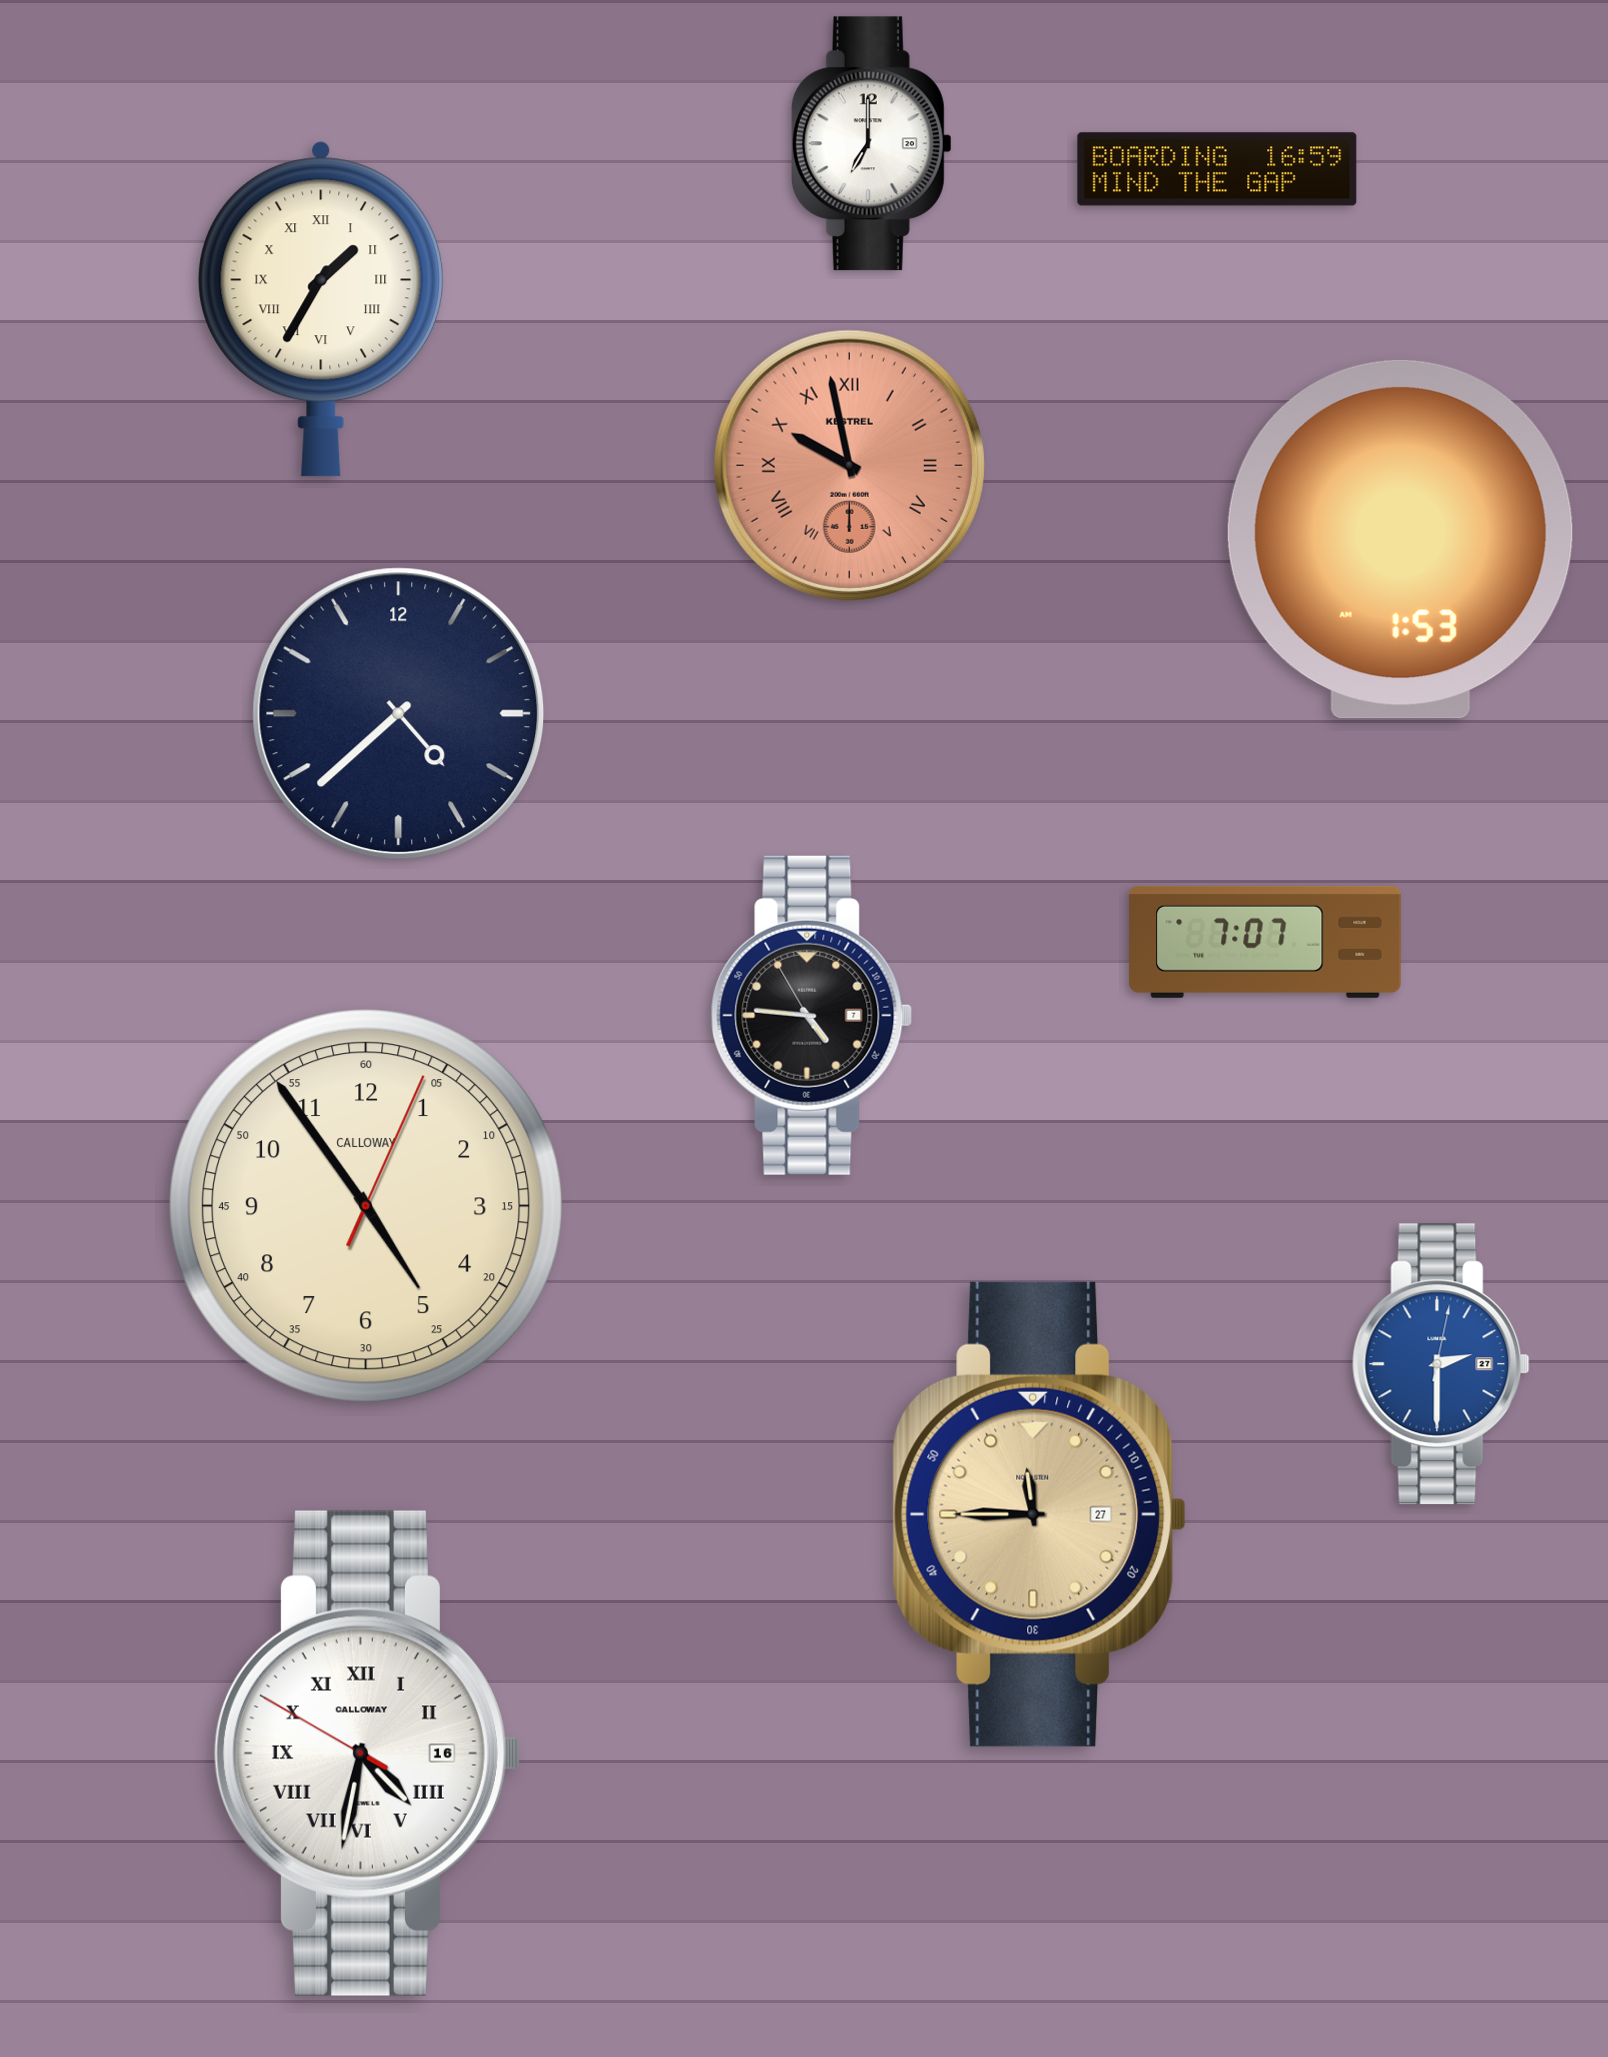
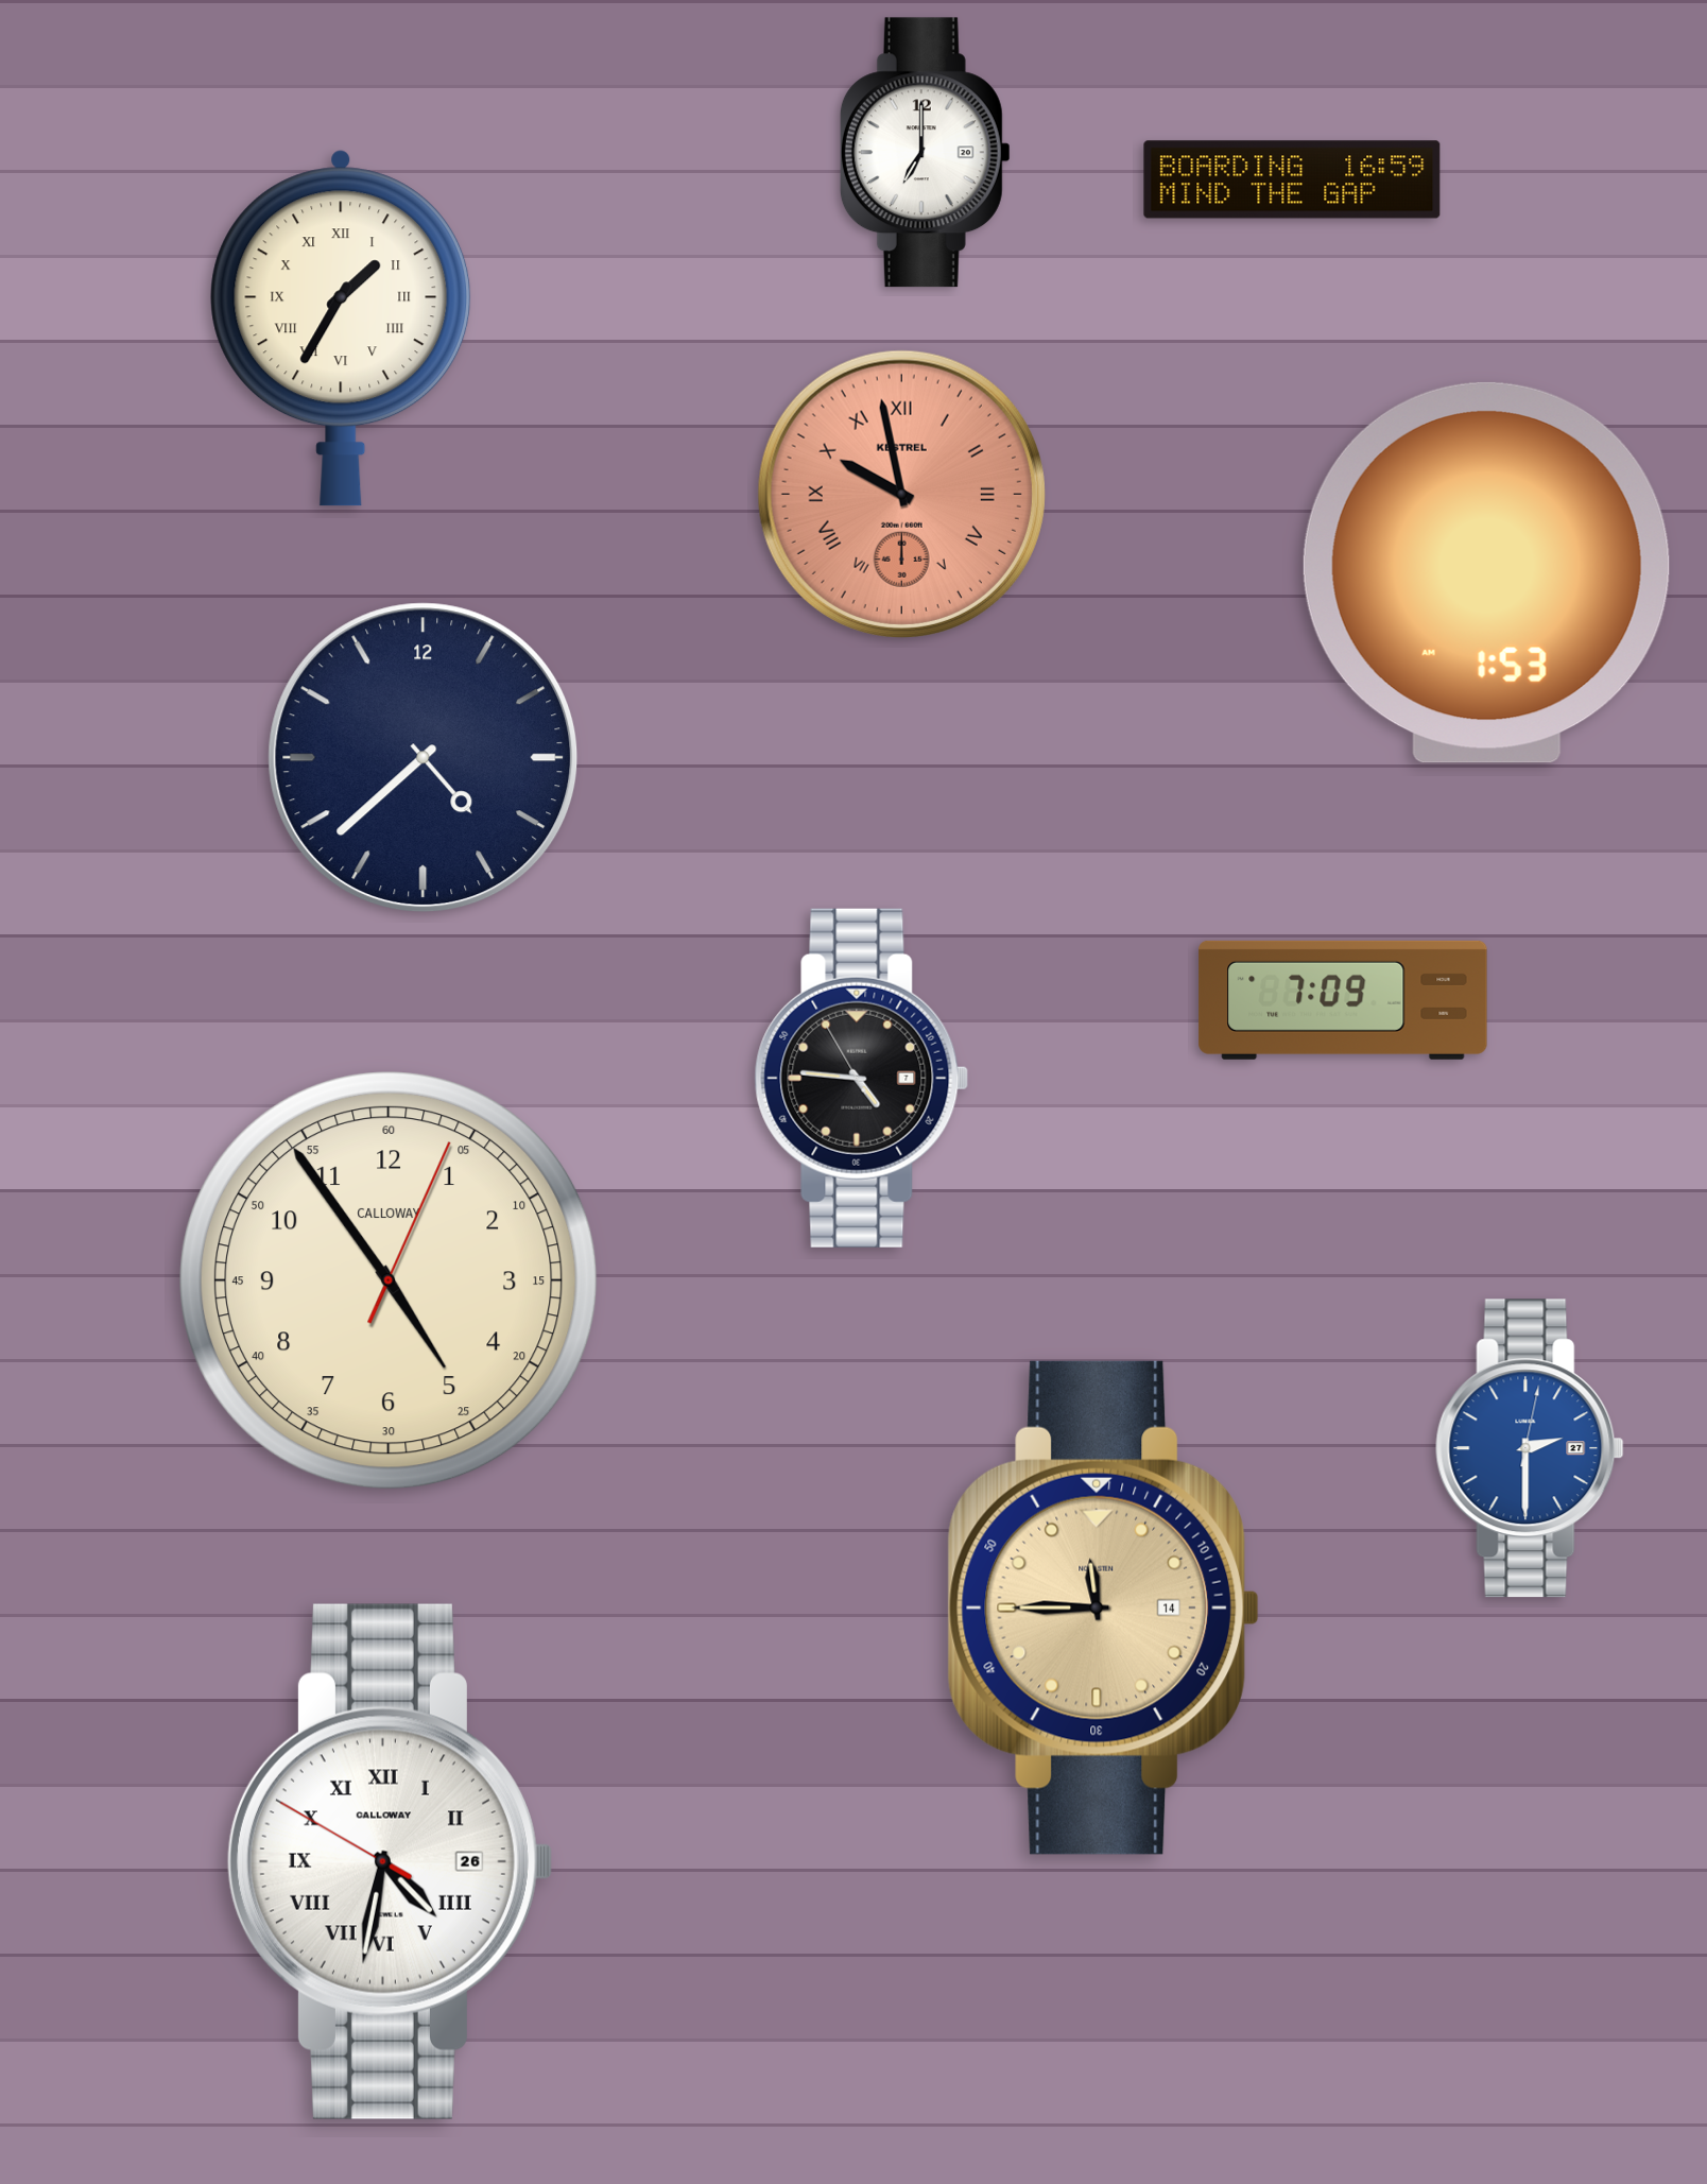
clock at (1265, 942): 7:07 -> 7:09
clock at (1040, 1514) date: 27 -> 14
clock at (367, 1753) date: 16 -> 26
